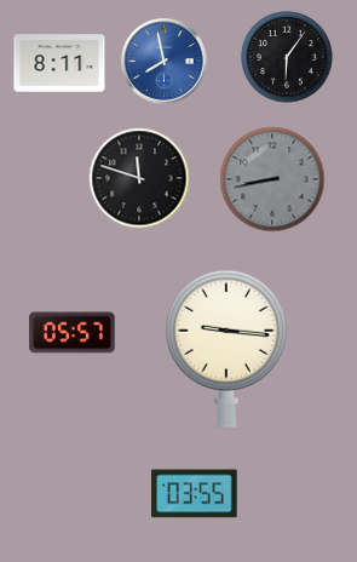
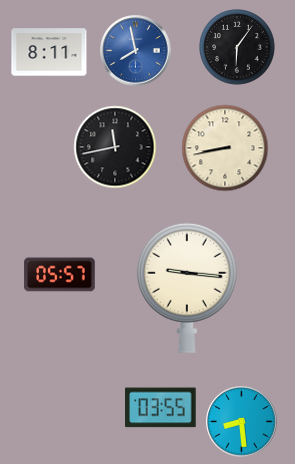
clock at (139, 178): 11:48 -> 11:43
clock at (272, 179) dial: grey -> cream
clock at (242, 422): none -> 8:29
